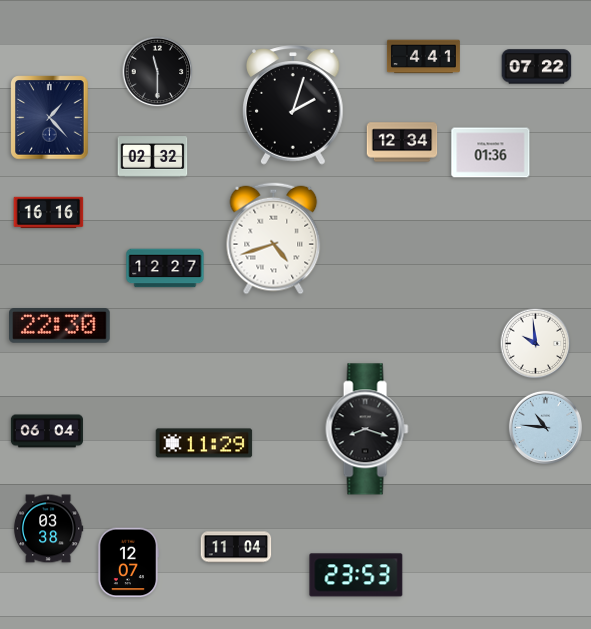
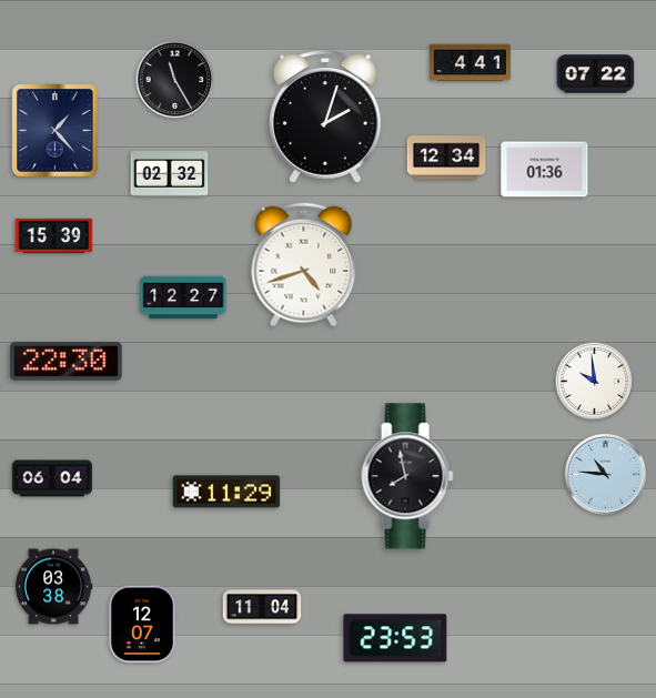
clock at (158, 72): 11:30 -> 11:25
clock at (49, 213): 16:16 -> 15:39
clock at (367, 429): 8:18 -> 7:58
